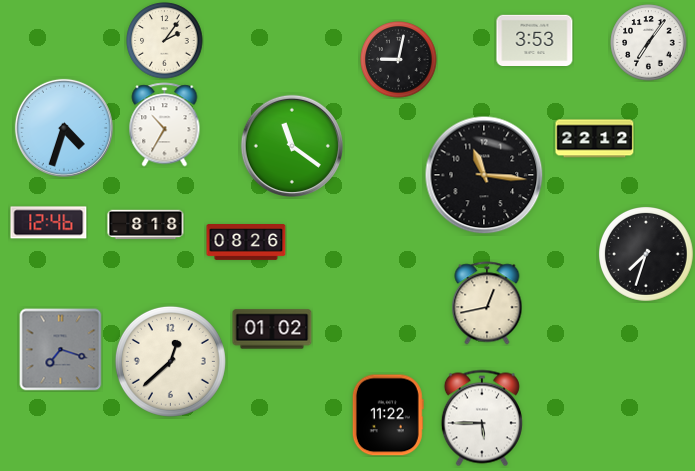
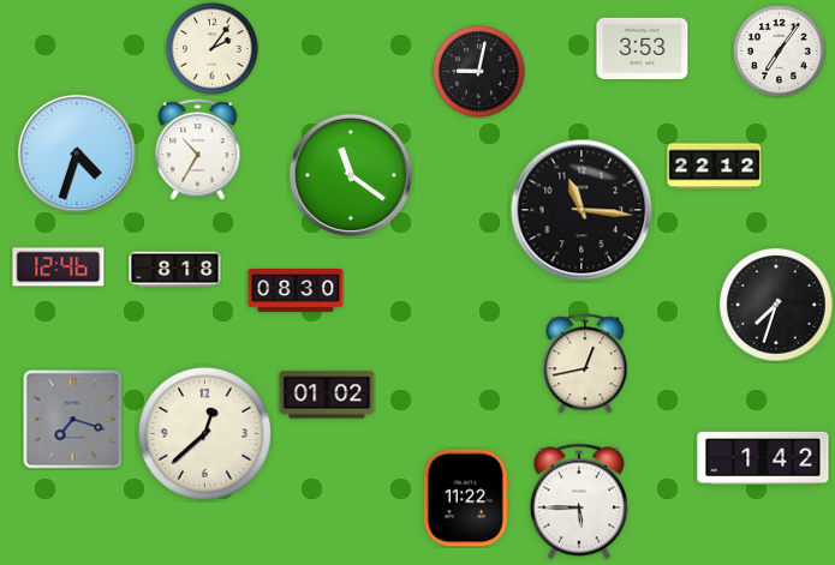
clock at (165, 41) position: (165, 41) -> (213, 49)
clock at (246, 243): 08:26 -> 08:30
clock at (763, 458): none -> 1:42
